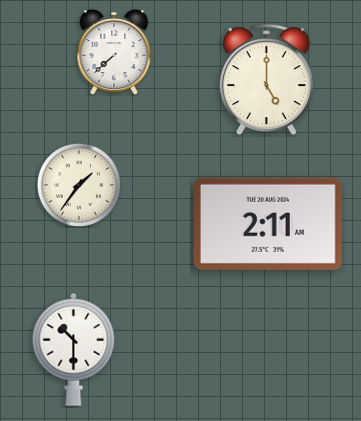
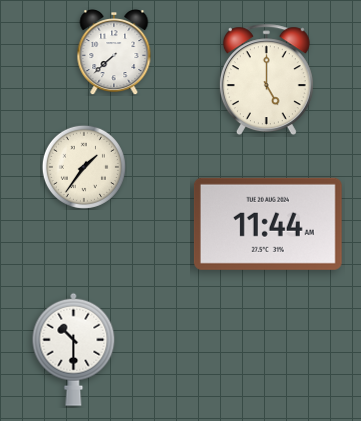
clock at (79, 185) position: (79, 185) -> (84, 167)
clock at (268, 224): 2:11 -> 11:44
